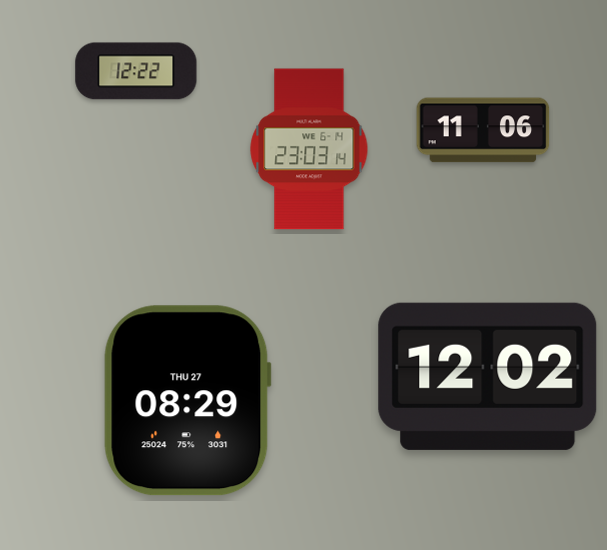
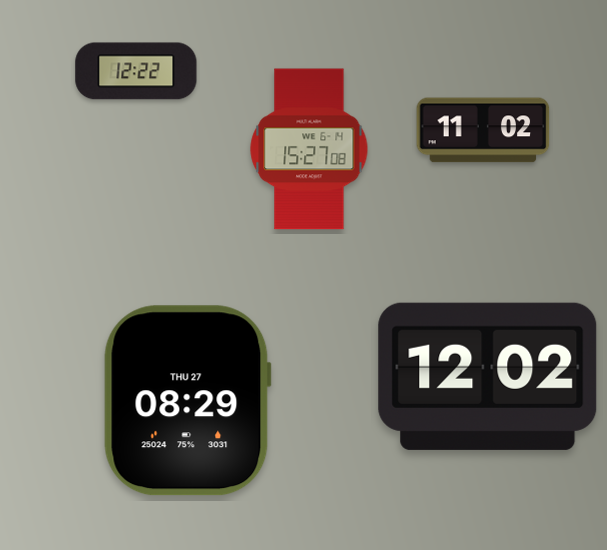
clock at (483, 130): 11:06 -> 11:02
clock at (309, 149): 23:03 -> 15:27
